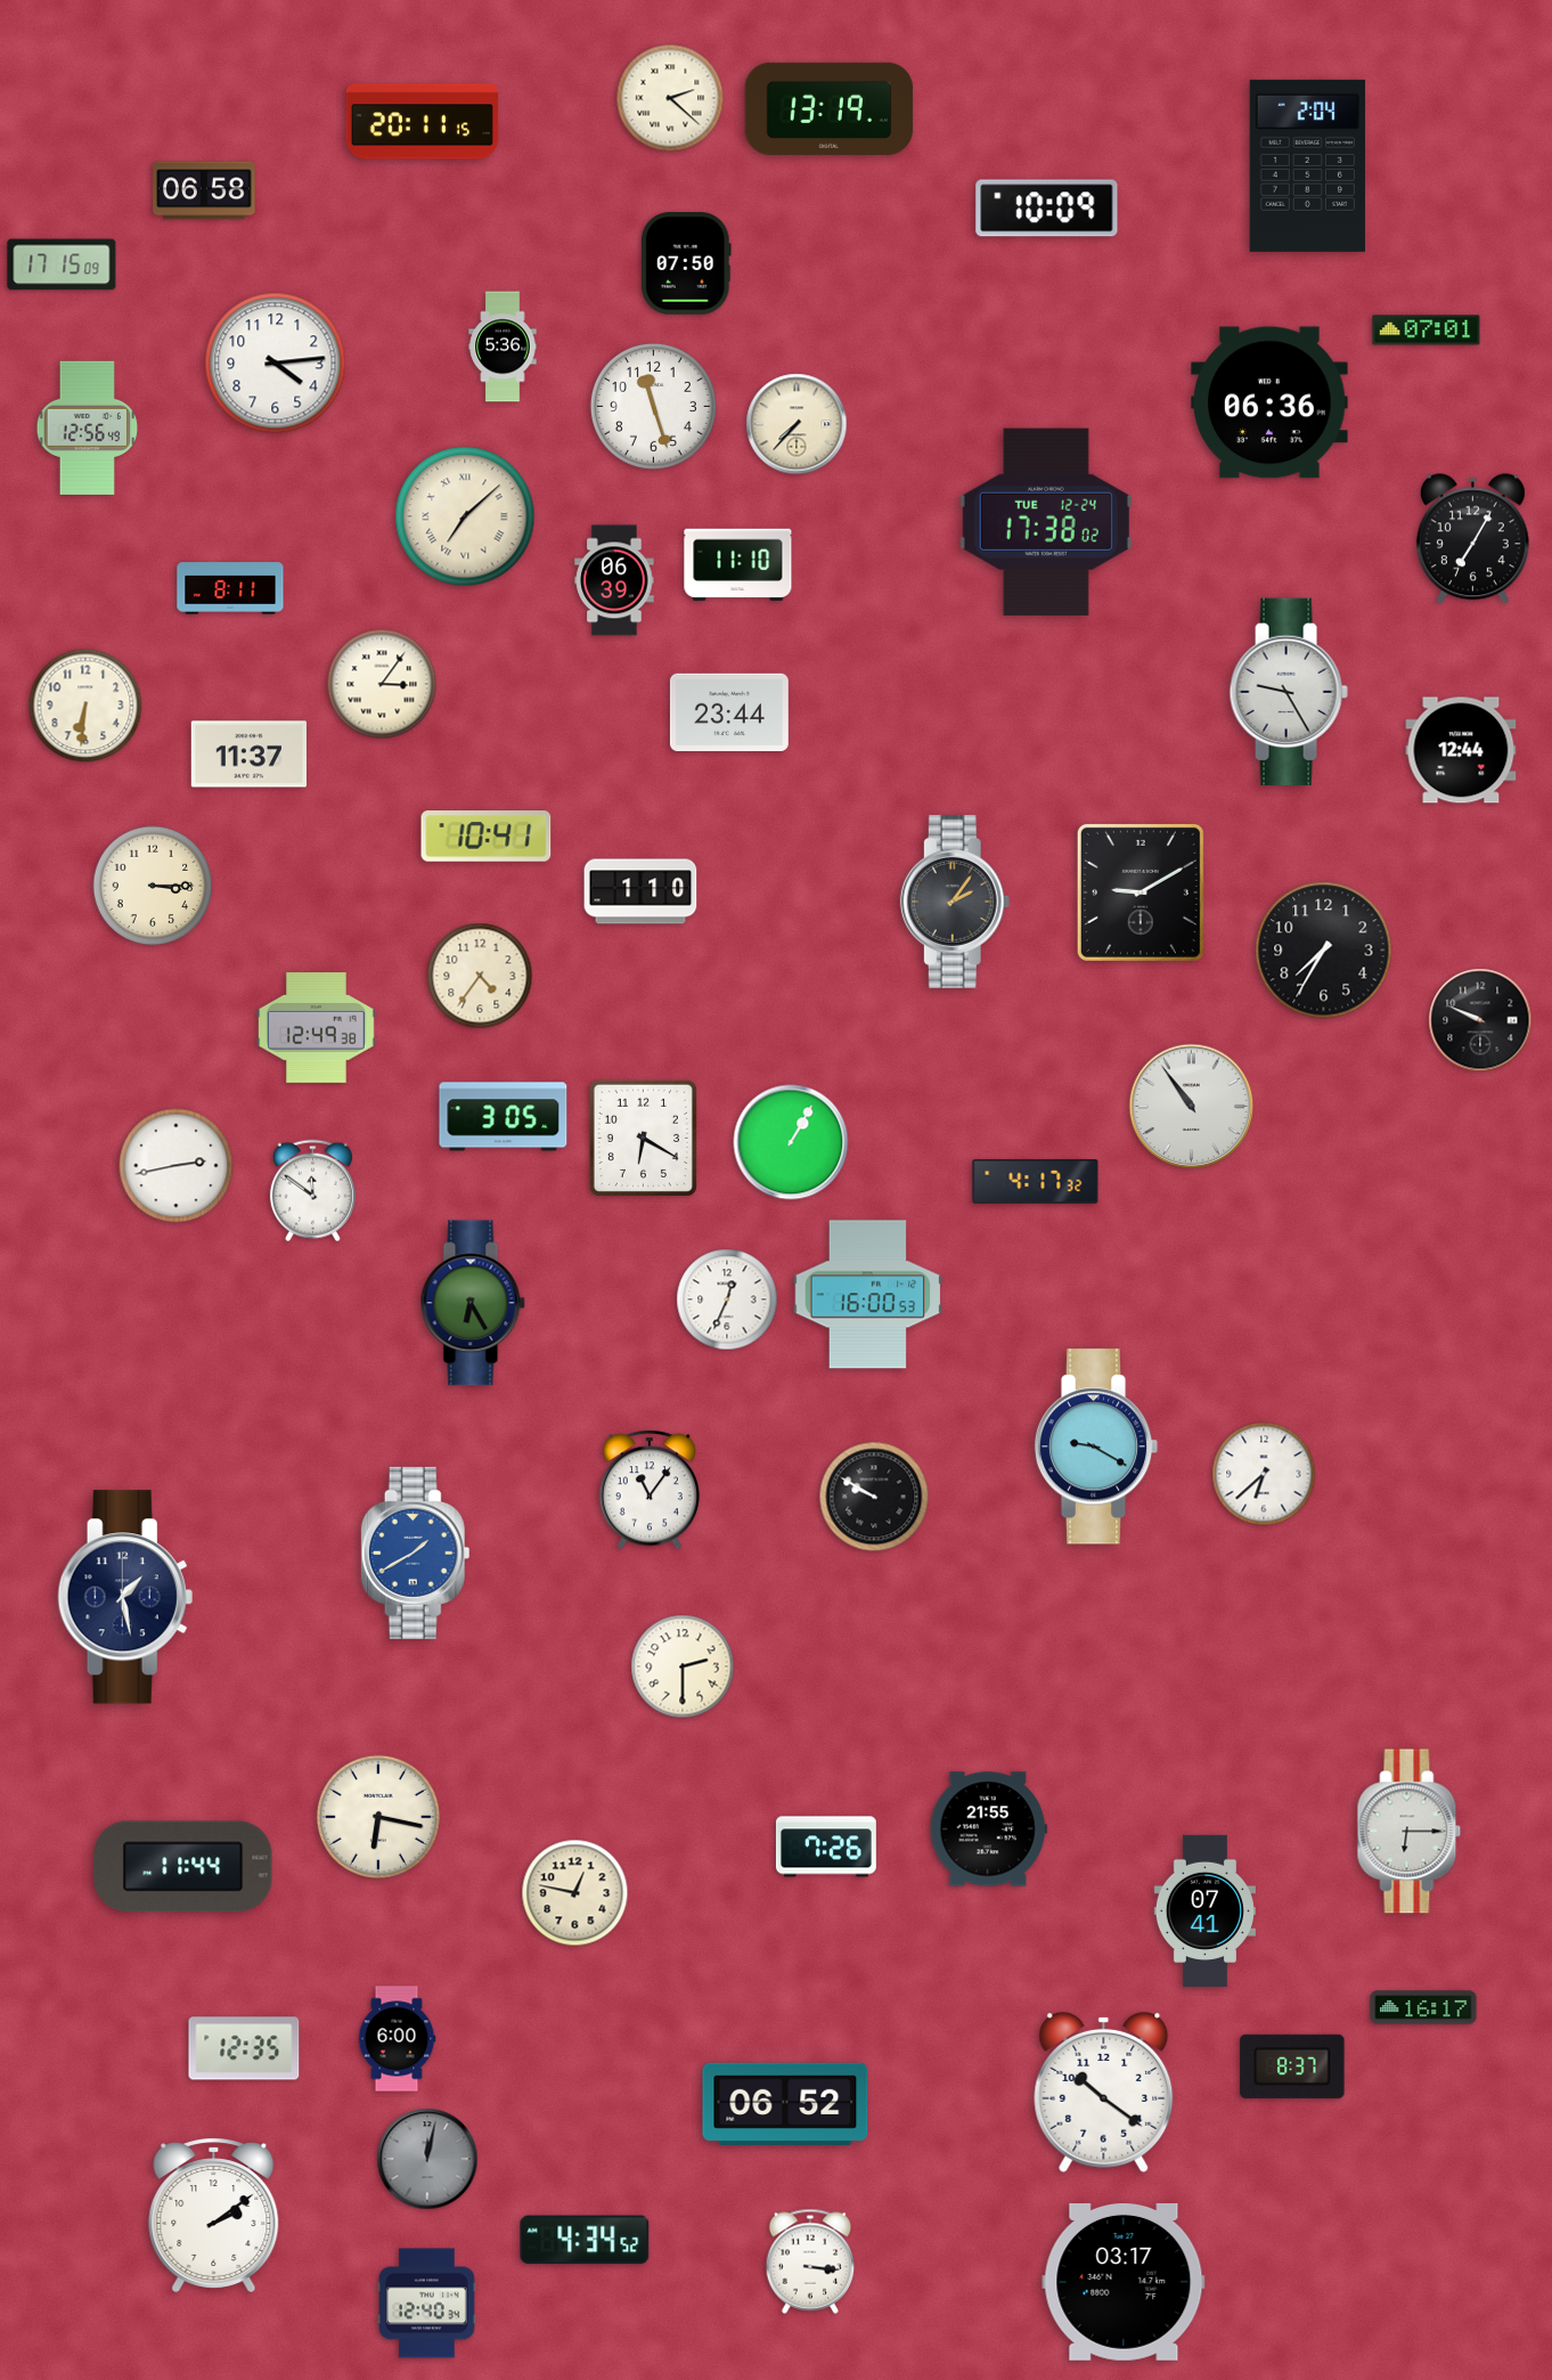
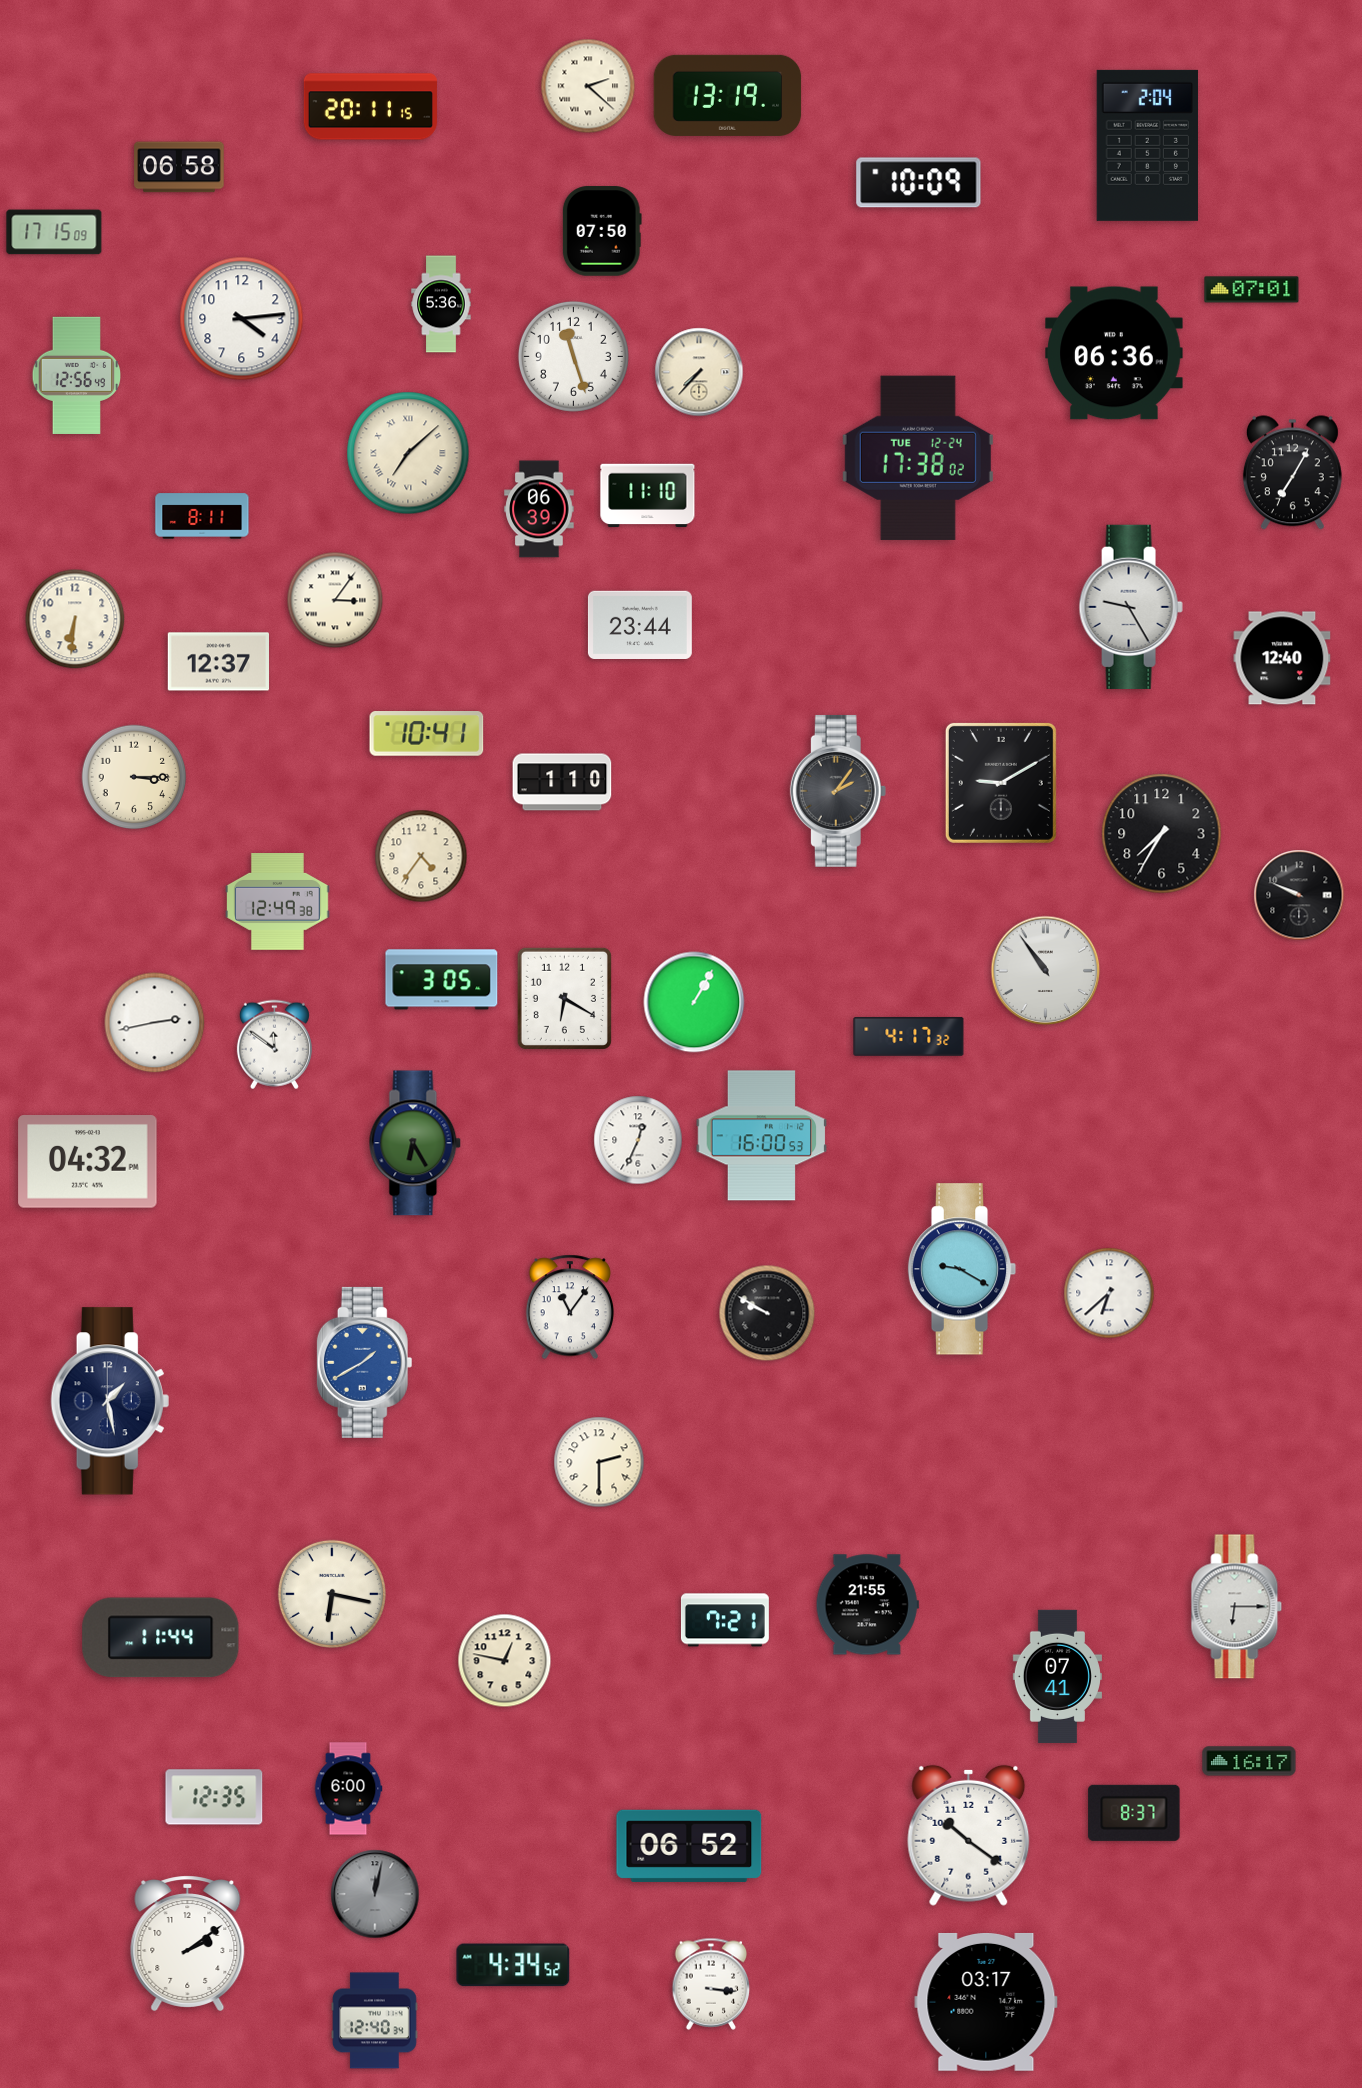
clock at (1461, 750): 12:44 -> 12:40
clock at (248, 755): 11:37 -> 12:37
clock at (88, 1162): none -> 04:32
clock at (826, 1847): 7:26 -> 7:21
